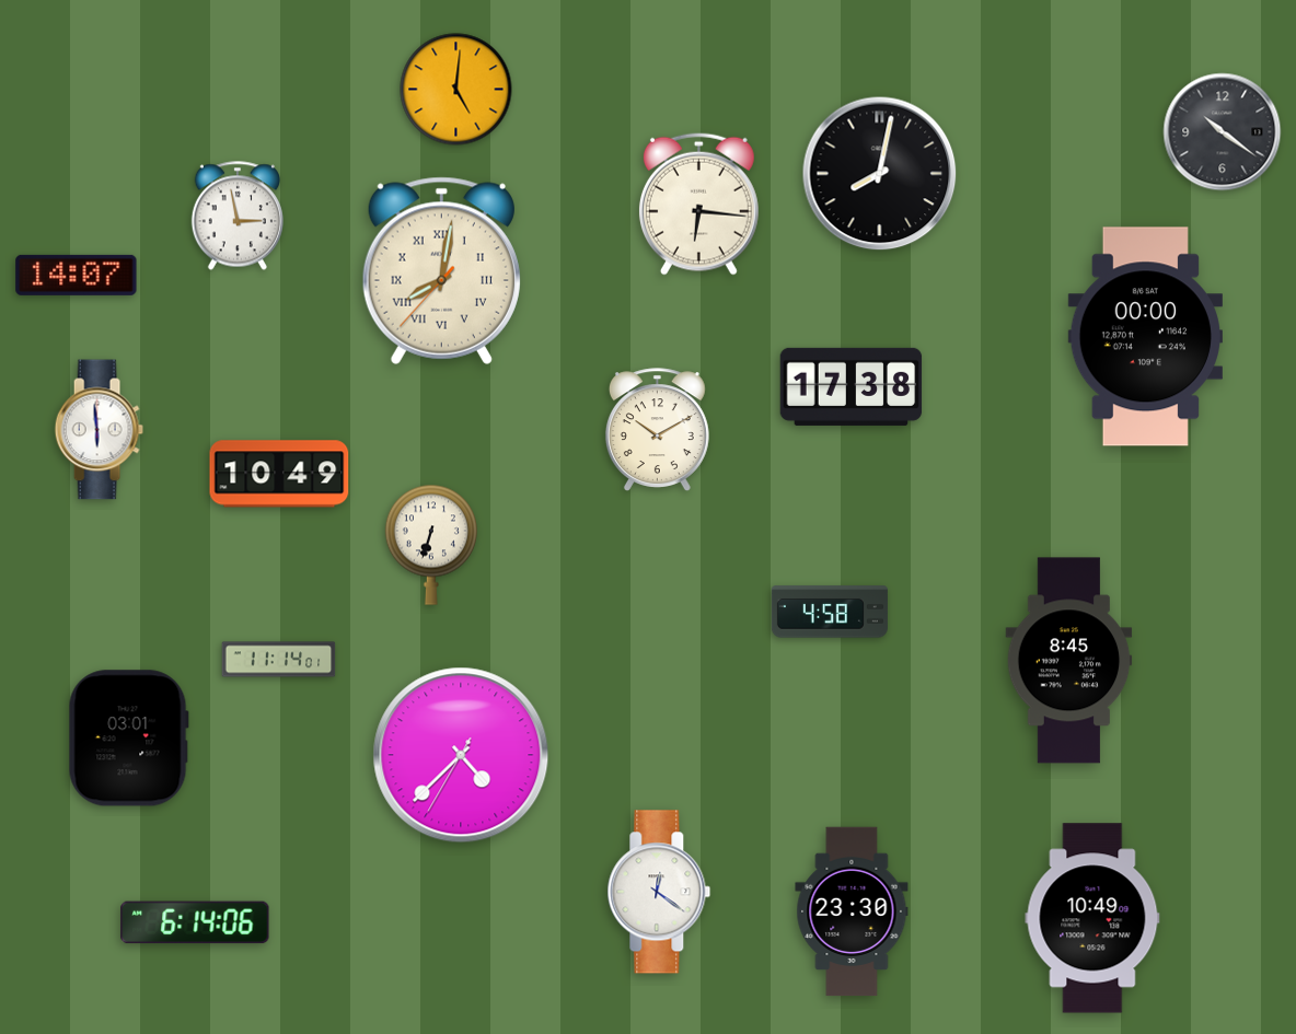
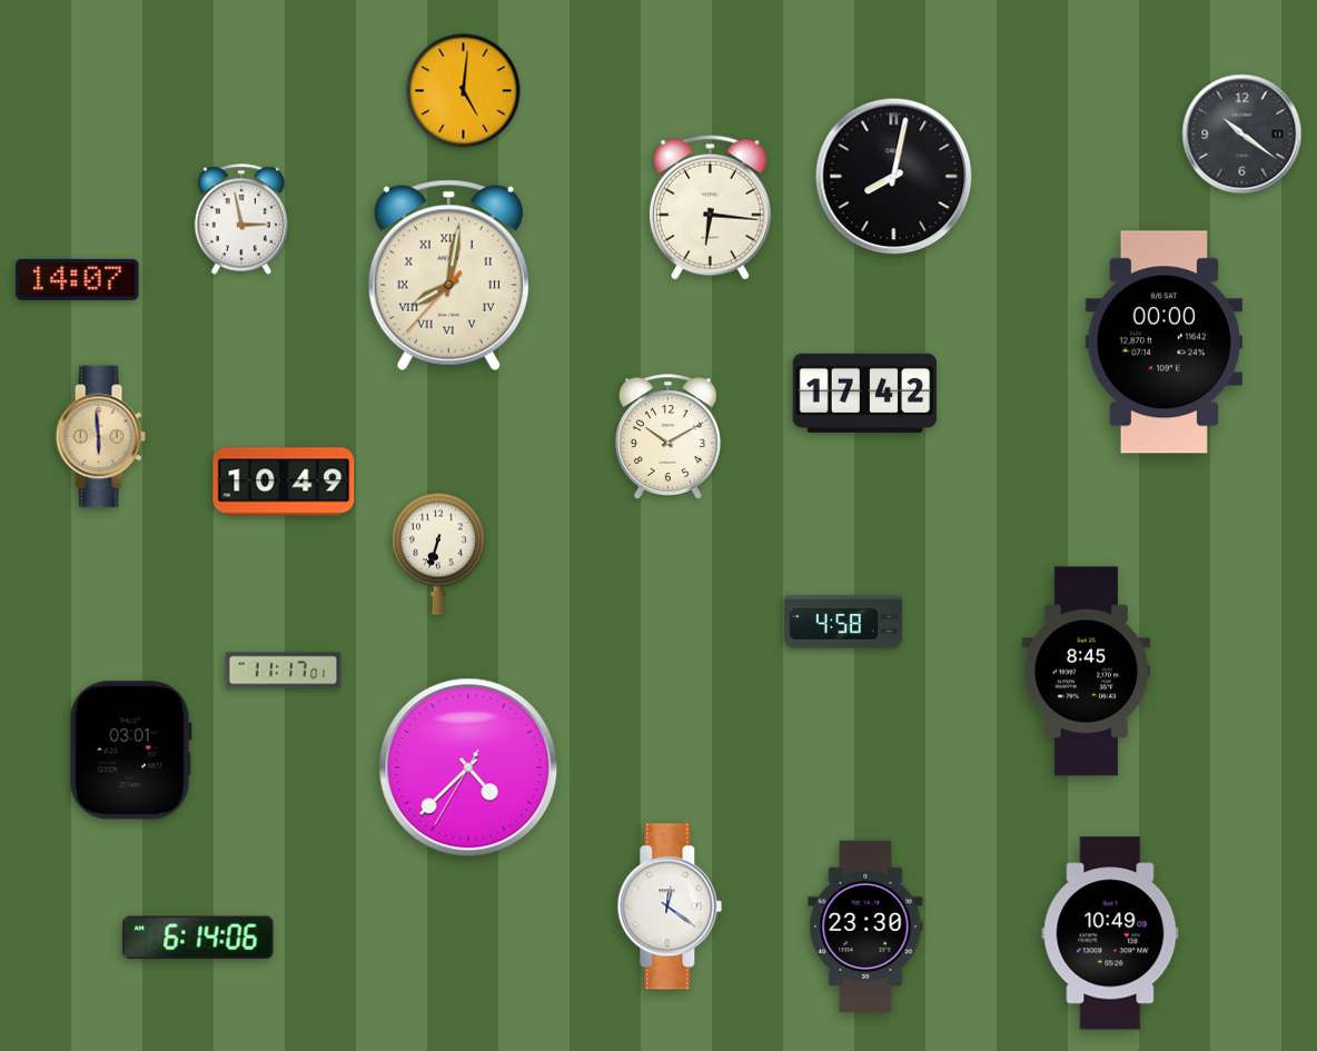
clock at (852, 386): 17:38 -> 17:42
clock at (99, 430) dial: white -> champagne
clock at (279, 660): 11:14 -> 11:17
